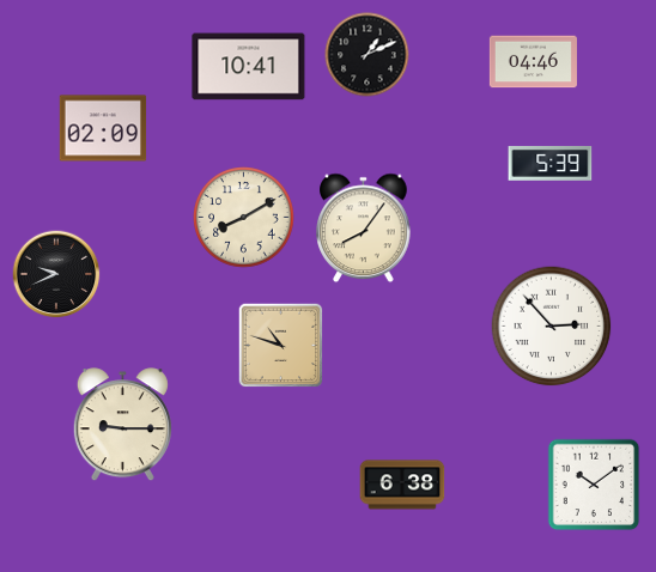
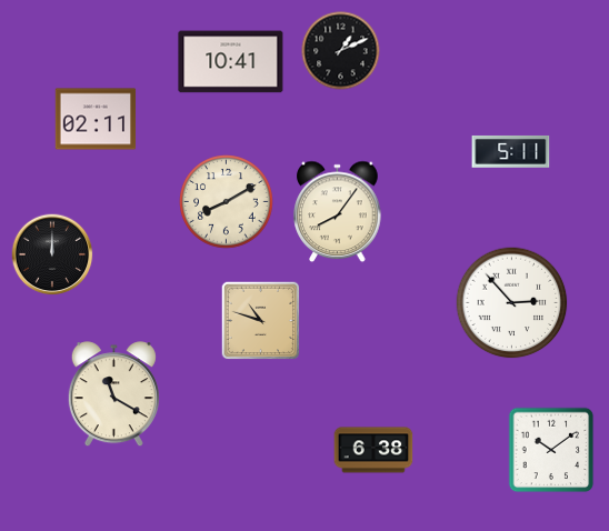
clock at (533, 62): 04:46 -> none
clock at (103, 128): 02:09 -> 02:11
clock at (551, 163): 5:39 -> 5:11
clock at (56, 274): 9:41 -> 12:00
clock at (122, 425): 9:15 -> 11:20
